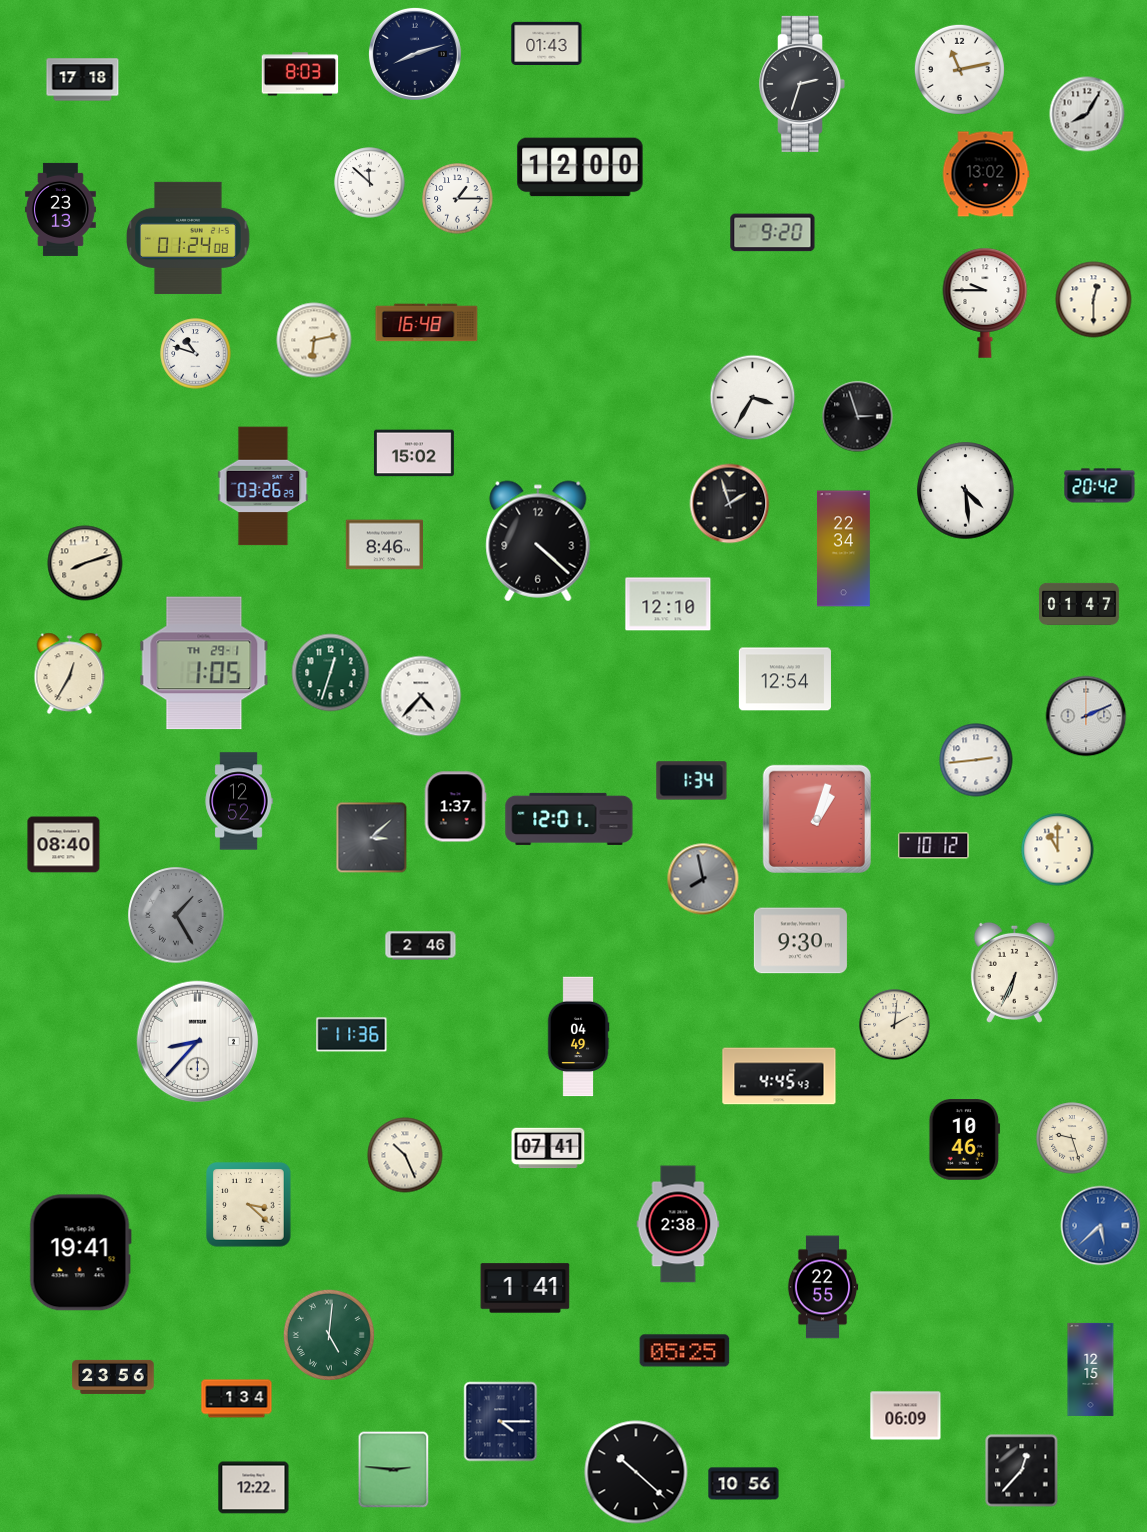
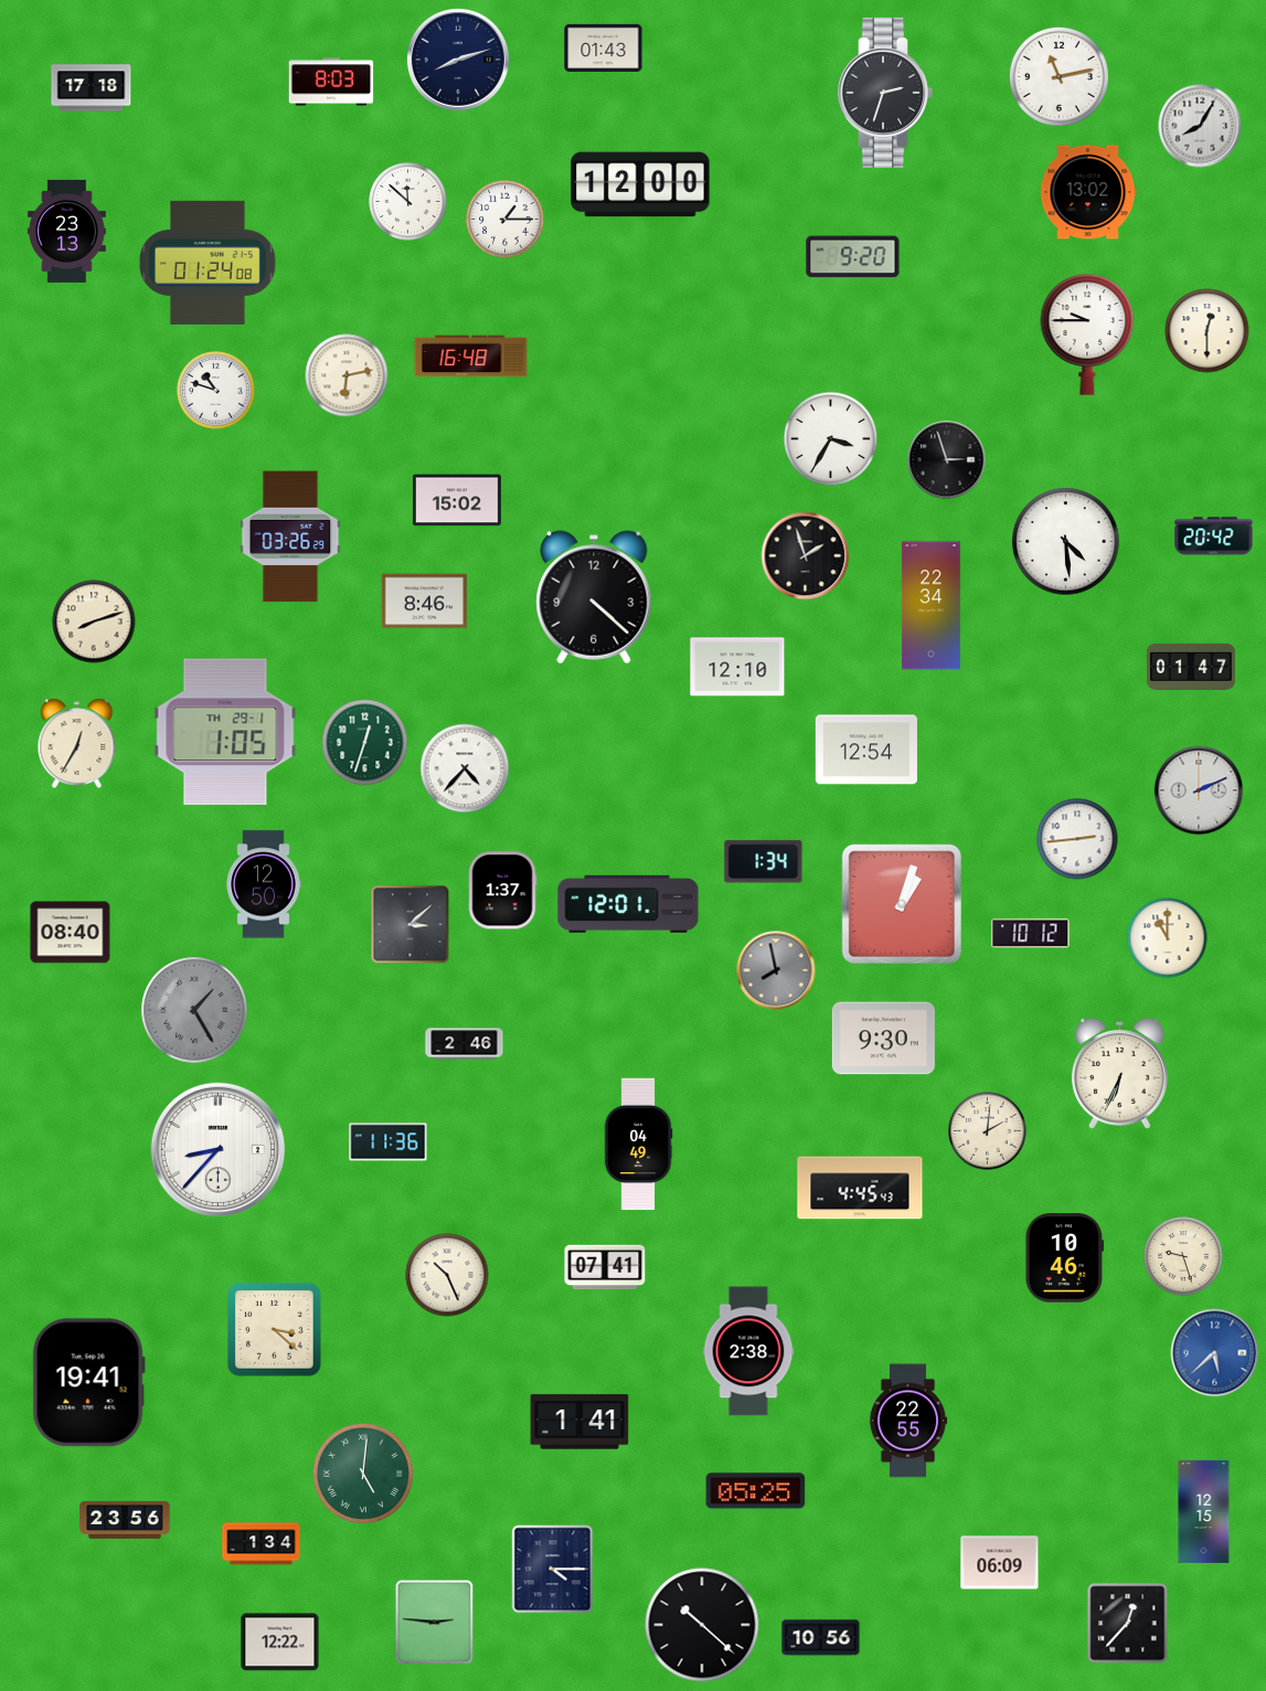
clock at (239, 801): 12:52 -> 12:50
